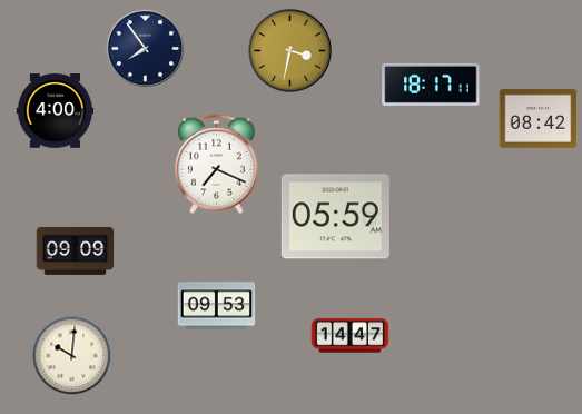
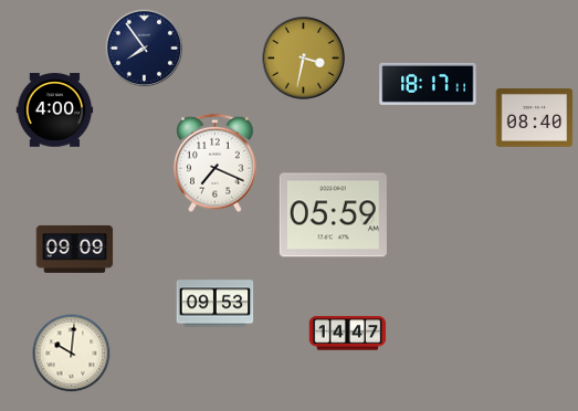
clock at (290, 51) position: (290, 51) -> (304, 59)
clock at (539, 119): 08:42 -> 08:40
